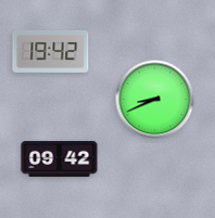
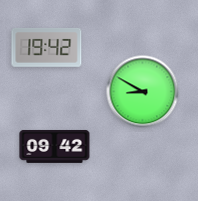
clock at (155, 100): 8:41 -> 8:50
